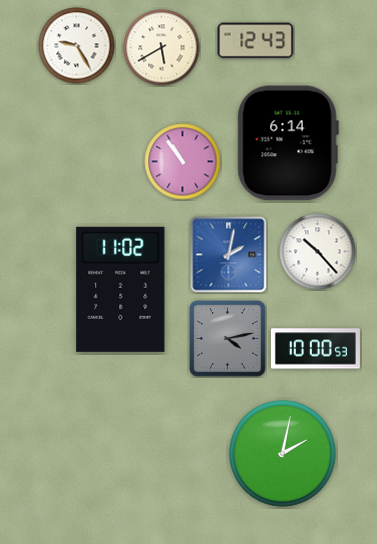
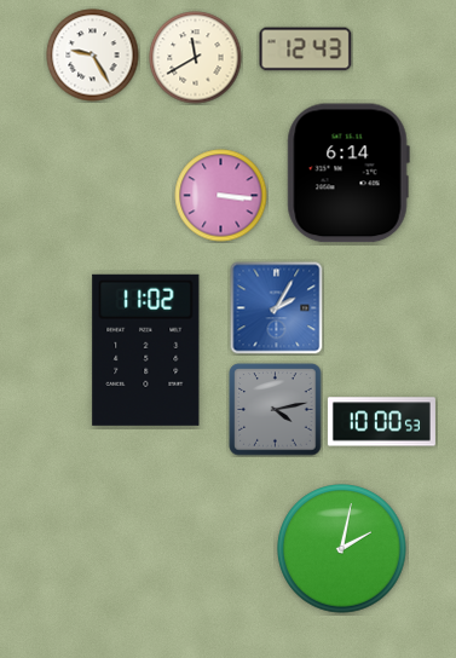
clock at (256, 41) position: (256, 41) -> (306, 50)
clock at (162, 48): 5:40 -> 11:40
clock at (183, 162): 10:54 -> 3:16
clock at (318, 252): 10:23 -> none
clock at (229, 255): 2:02 -> 2:05
